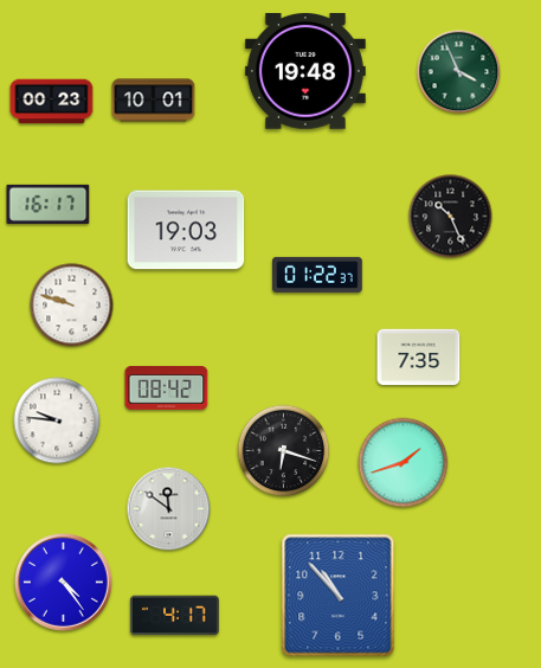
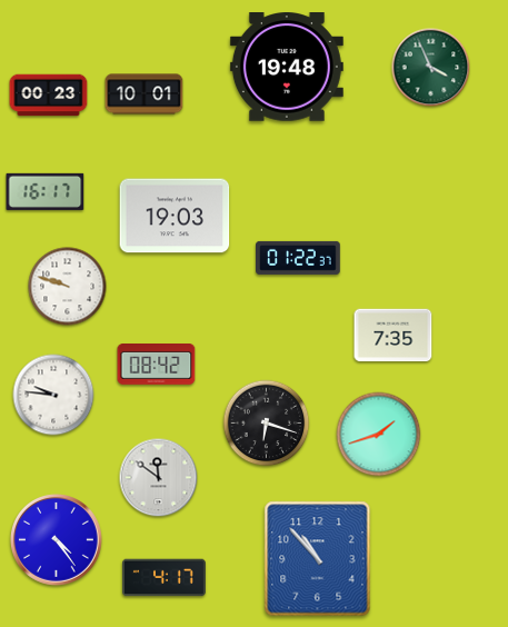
clock at (451, 217): 10:26 -> none
clock at (64, 583) position: (64, 583) -> (57, 540)
